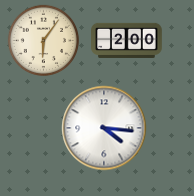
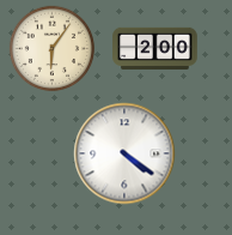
clock at (127, 40) position: (127, 40) -> (155, 48)
clock at (104, 128): 4:16 -> 4:21
